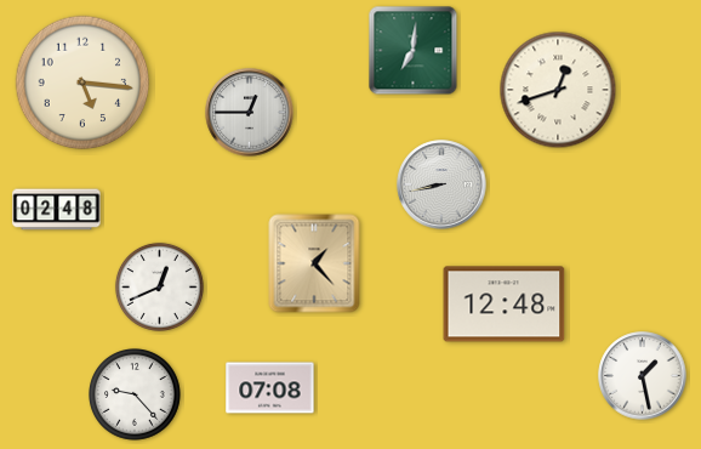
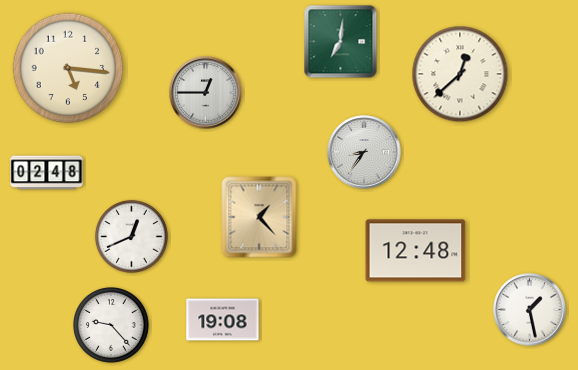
clock at (558, 90): 12:42 -> 12:38
clock at (441, 184): 8:43 -> 8:36
clock at (270, 388): 07:08 -> 19:08
